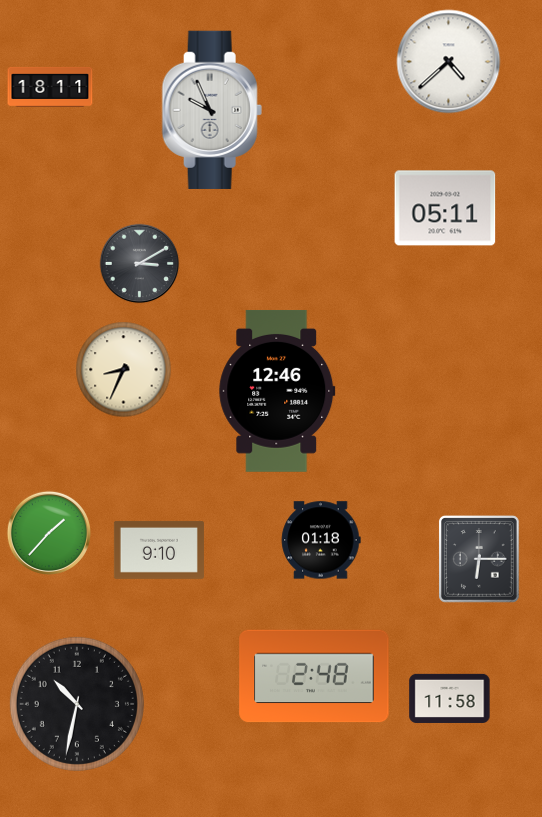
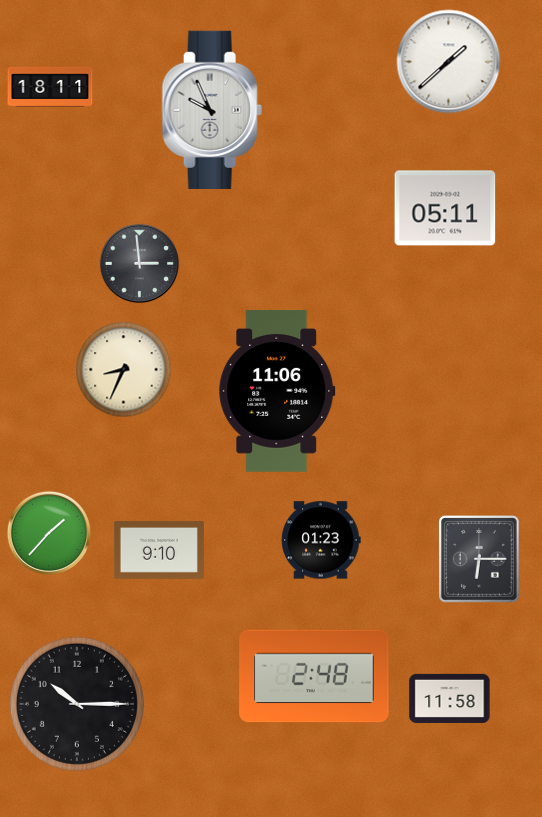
clock at (449, 62): 4:38 -> 1:38
clock at (140, 264): 3:10 -> 2:59
clock at (277, 391): 12:46 -> 11:06
clock at (321, 540): 01:18 -> 01:23
clock at (77, 704): 10:32 -> 10:15
